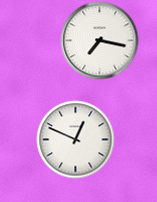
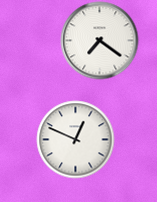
clock at (99, 40): 7:17 -> 7:21
